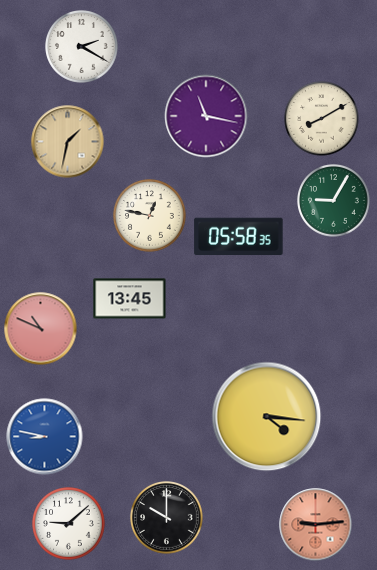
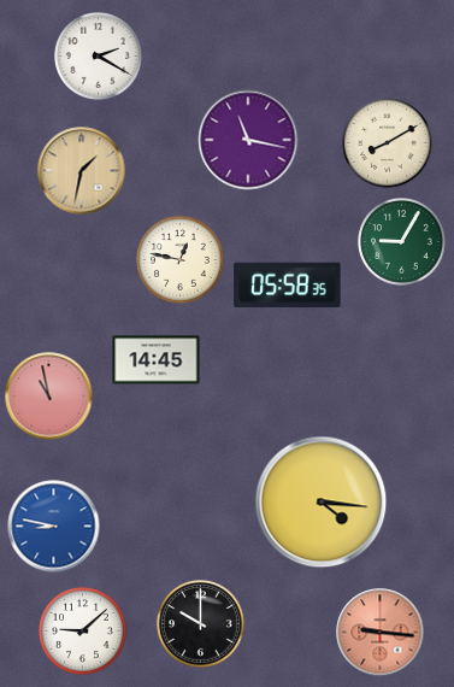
clock at (130, 299): 13:45 -> 14:45
clock at (41, 329): 10:49 -> 10:58
clock at (316, 525): 9:14 -> 9:16
